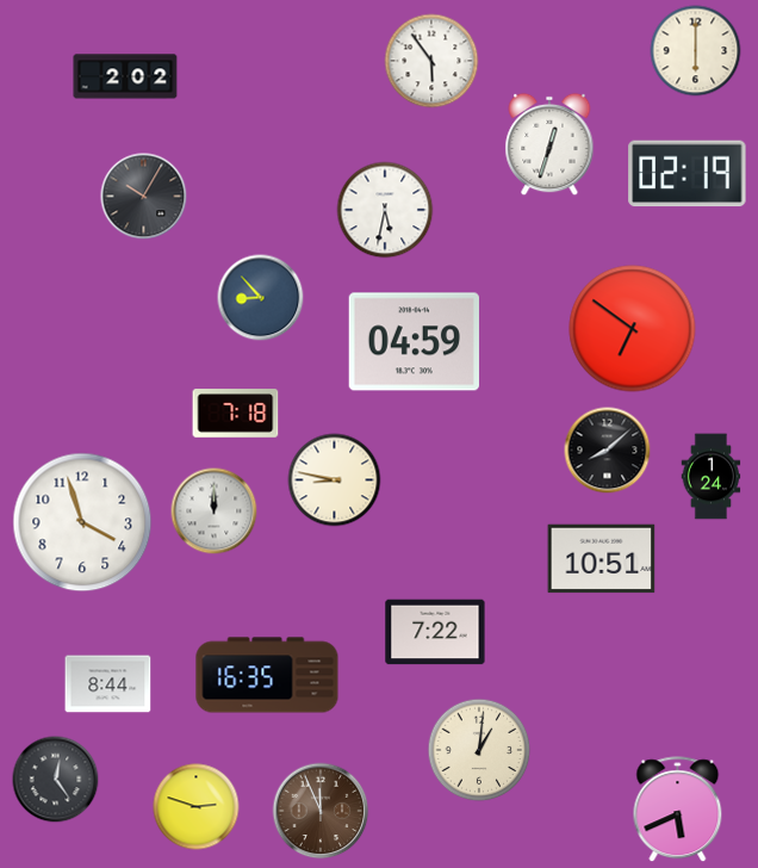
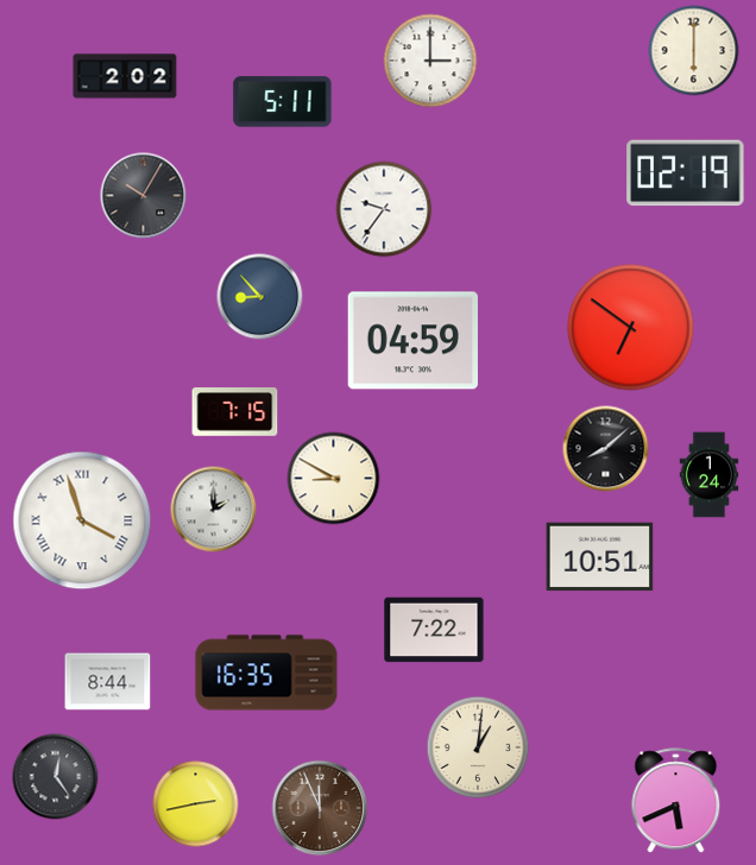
clock at (431, 61): 5:54 -> 3:00
clock at (283, 102): none -> 5:11
clock at (549, 144): 12:33 -> none
clock at (385, 210): 5:32 -> 9:36
clock at (236, 414): 7:18 -> 7:15
clock at (335, 480): 8:47 -> 8:50
clock at (215, 511): 12:00 -> 2:00
clock at (82, 522) numerals: Arabic -> Roman
clock at (197, 807): 2:48 -> 2:43
clock at (678, 810) position: (678, 810) -> (676, 801)
